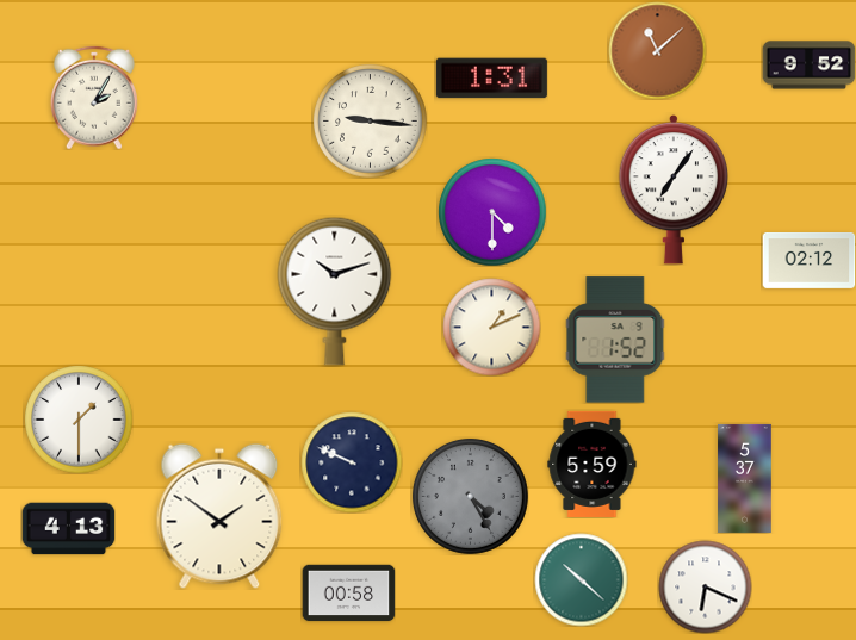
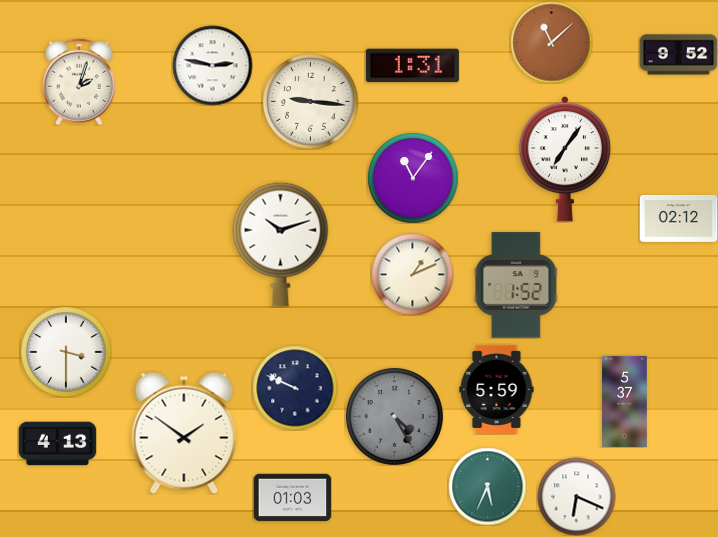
clock at (212, 65): none -> 2:47
clock at (94, 98): 2:05 -> 2:03
clock at (492, 212): 4:30 -> 11:06
clock at (79, 420): 1:30 -> 3:30
clock at (581, 579): 10:22 -> 5:34
clock at (705, 586) position: (705, 586) -> (576, 496)
clock at (348, 594): 00:58 -> 01:03
